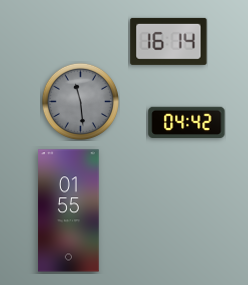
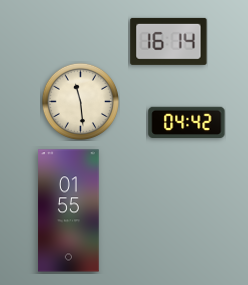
clock at (80, 101) dial: grey -> cream
